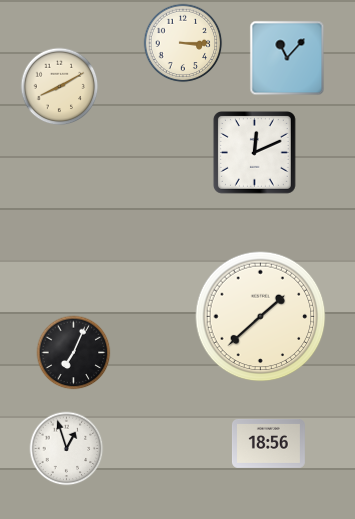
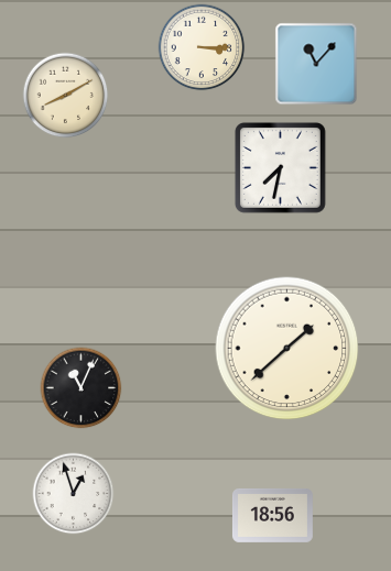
clock at (254, 152): 12:11 -> 7:32
clock at (74, 353): 7:04 -> 11:04
clock at (268, 443) position: (268, 443) -> (272, 515)
